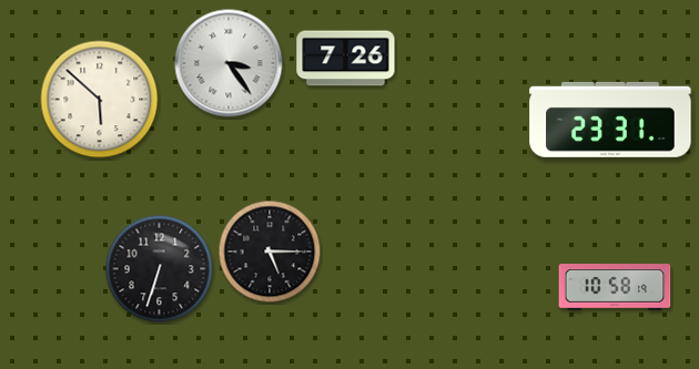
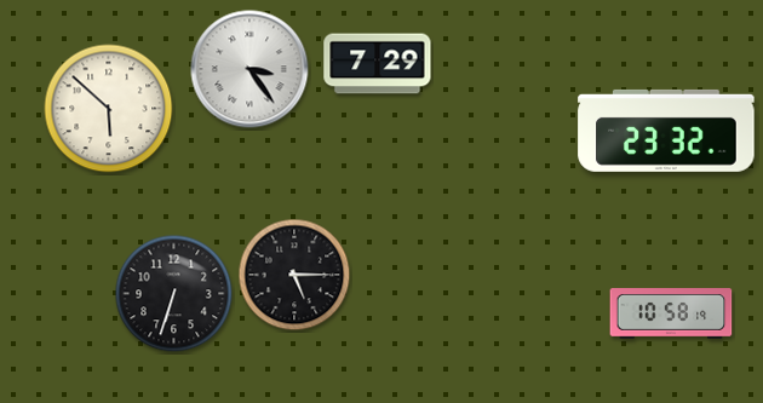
clock at (346, 59): 7:26 -> 7:29
clock at (610, 120): 23:31 -> 23:32
